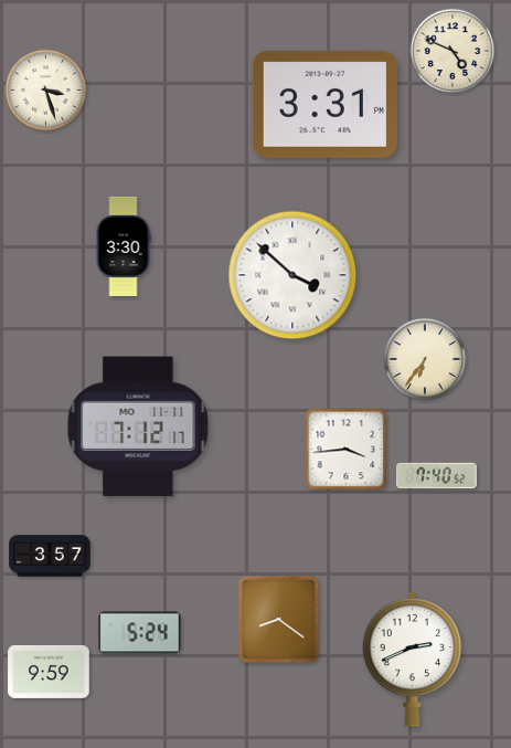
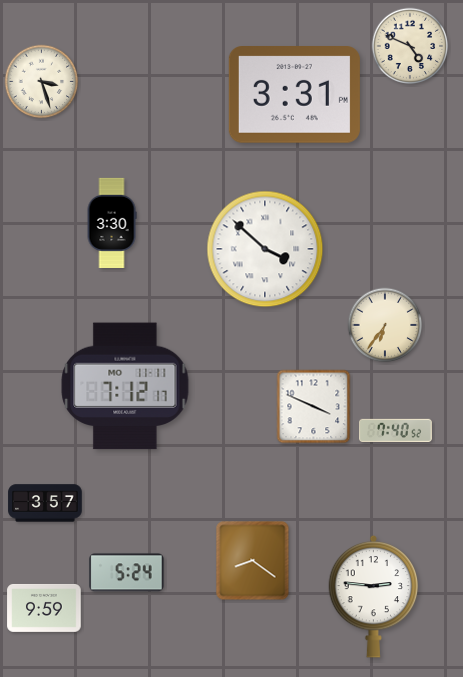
clock at (347, 450): 3:44 -> 3:49
clock at (413, 659): 2:41 -> 2:46
